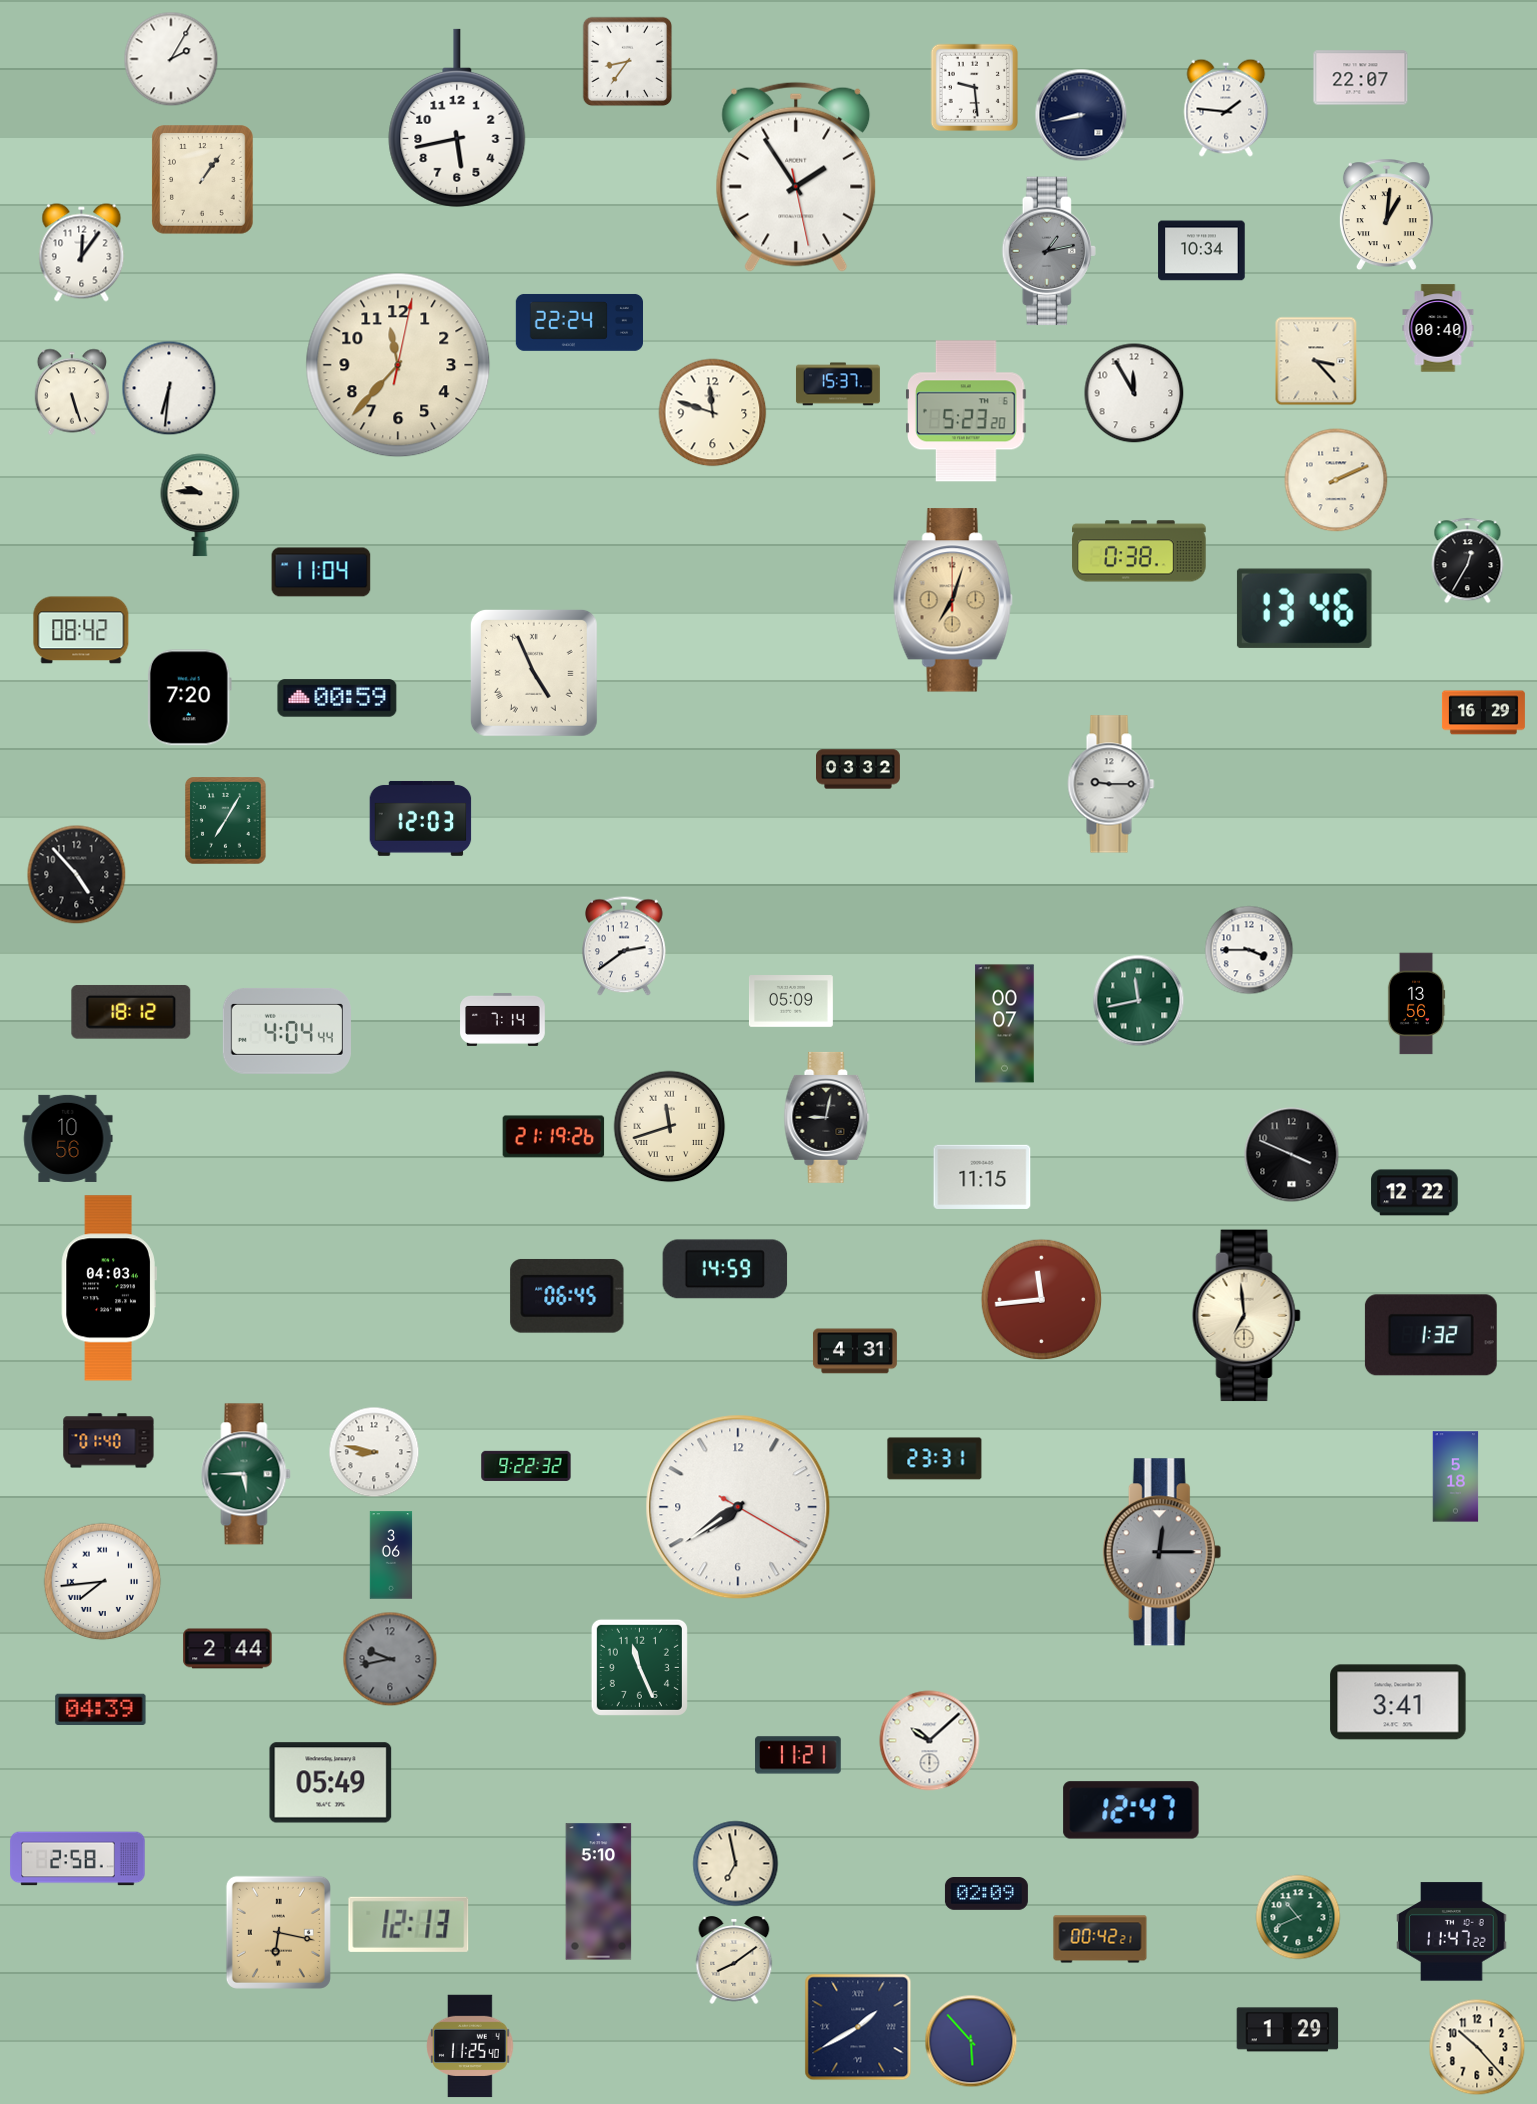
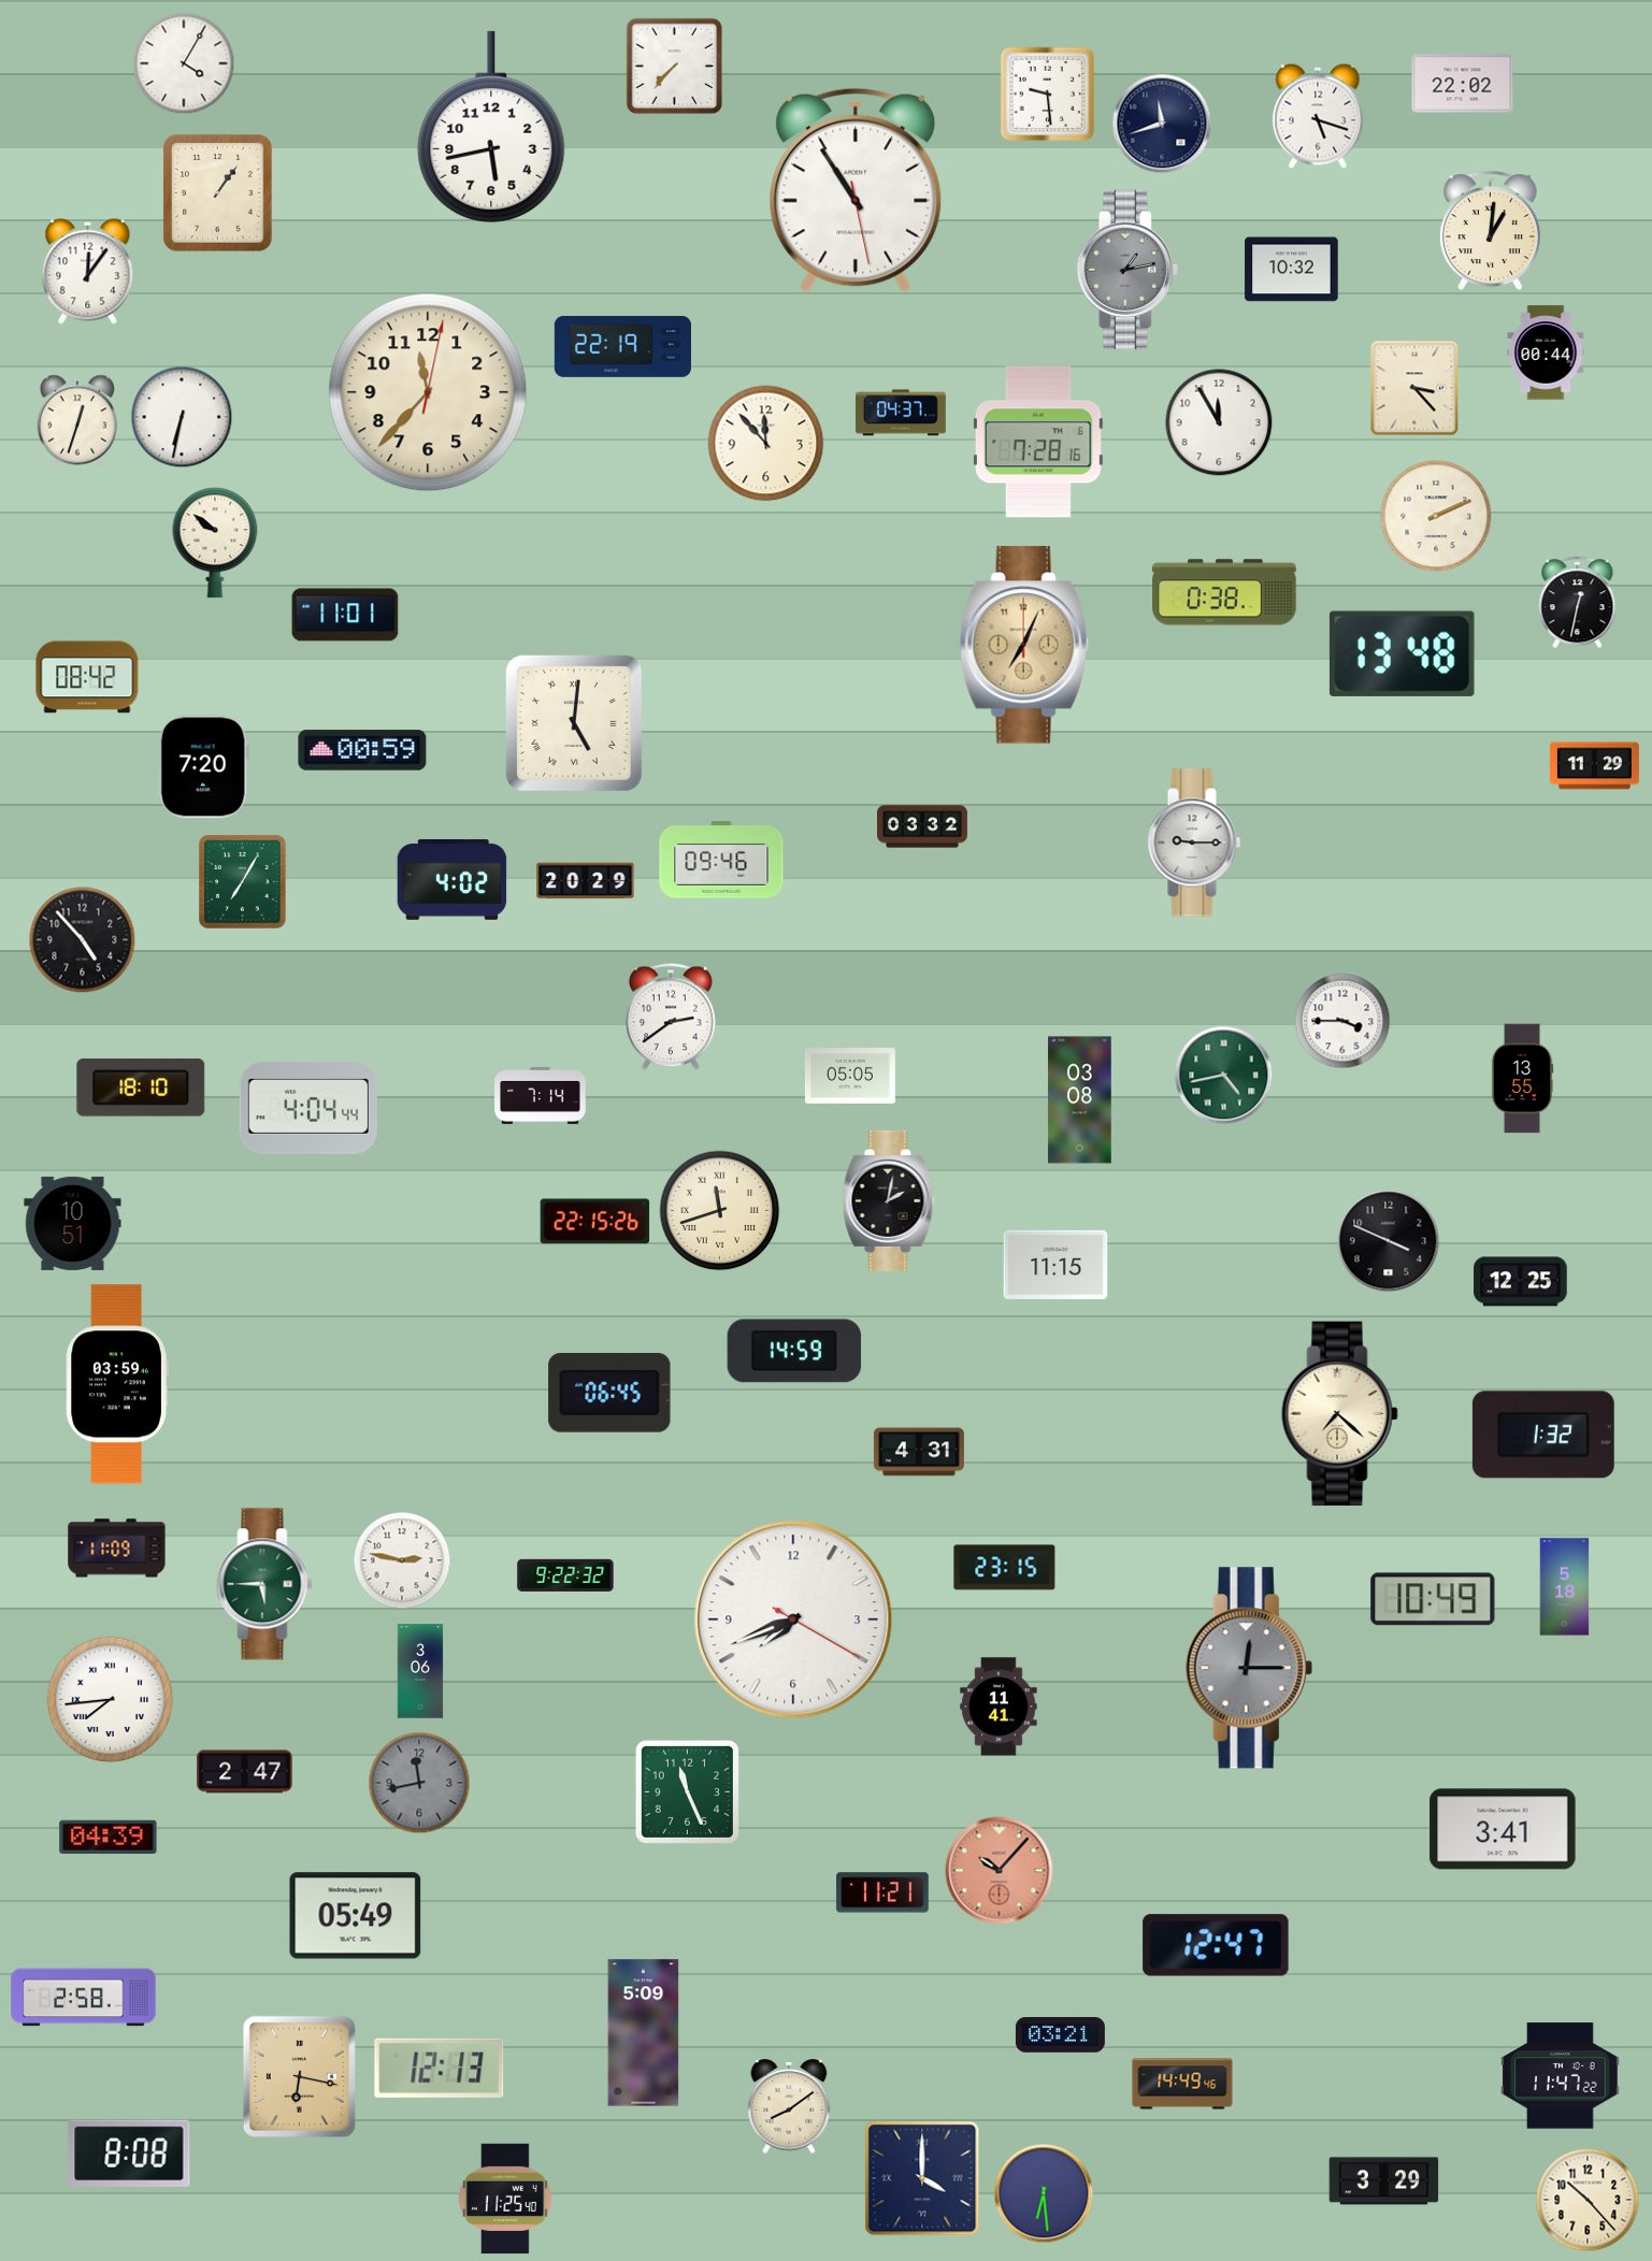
clock at (171, 59): 2:05 -> 4:05
clock at (628, 62): 8:36 -> 7:37
clock at (1361, 78): 22:07 -> 22:02
clock at (1226, 108): 1:46 -> 5:18
clock at (1081, 115): 8:43 -> 11:42
clock at (796, 177): 1:54 -> 10:54
clock at (1202, 251): 10:34 -> 10:32
clock at (579, 322): 22:24 -> 22:19
clock at (1438, 328): 00:40 -> 00:44
clock at (838, 384): 15:37 -> 04:37
clock at (169, 388): 6:31 -> 6:32
clock at (72, 392): 5:27 -> 12:33
clock at (967, 411): 5:23 -> 7:28
clock at (713, 413): 11:48 -> 11:53
clock at (200, 505): 9:46 -> 9:51
clock at (1468, 561): 12:35 -> 12:32
clock at (321, 572): 11:04 -> 11:01
clock at (953, 600): 7:03 -> 7:04
clock at (1304, 608): 13:46 -> 13:48
clock at (534, 673): 4:56 -> 5:01
clock at (189, 698) position: (189, 698) -> (203, 767)
clock at (1483, 713): 16:29 -> 11:29
clock at (721, 860): none -> 09:46
clock at (421, 818): 12:03 -> 4:02
clock at (586, 881): none -> 20:29
clock at (1139, 1001): 11:43 -> 4:43
clock at (791, 1002): 05:09 -> 05:05
clock at (1416, 1004): 13:56 -> 13:55
clock at (131, 1012): 18:12 -> 18:10
clock at (1005, 1024): 00:07 -> 03:08
clock at (827, 1117): 9:02 -> 2:02
clock at (554, 1137): 21:19 -> 22:15
clock at (68, 1138): 10:56 -> 10:51
clock at (1415, 1193): 12:22 -> 12:25
clock at (725, 1269) position: (725, 1269) -> (794, 1351)
clock at (109, 1288): 04:03 -> 03:59
clock at (1041, 1299): 11:44 -> none
clock at (1247, 1316): 6:59 -> 7:22
clock at (1431, 1335) position: (1431, 1335) -> (1543, 1435)
clock at (109, 1441): 01:40 -> 11:09
clock at (374, 1452): 8:47 -> 2:47
clock at (935, 1459): 23:31 -> 23:15
clock at (1433, 1599): none -> 10:49
clock at (738, 1507): 7:39 -> 7:41
clock at (999, 1706): none -> 11:41
clock at (228, 1649): 2:44 -> 2:47
clock at (390, 1659): 9:43 -> 11:43
clock at (930, 1741): 10:08 -> 10:07
clock at (930, 1741) dial: white -> salmon
clock at (798, 1755) position: (798, 1755) -> (882, 1892)
clock at (736, 1864): 6:58 -> none
clock at (599, 1892): 5:10 -> 5:09
clock at (986, 1894): 02:09 -> 03:21
clock at (1298, 1917): 10:41 -> none
clock at (1100, 1939): 00:42 -> 14:49
clock at (129, 2154): none -> 8:08
clock at (858, 2027): 1:40 -> 4:00
clock at (1288, 2030): 1:29 -> 3:29
clock at (971, 2041): 5:53 -> 6:29
